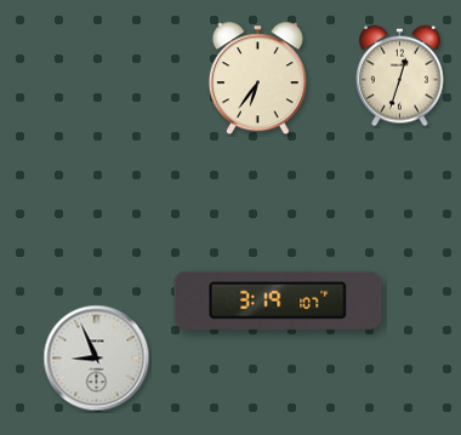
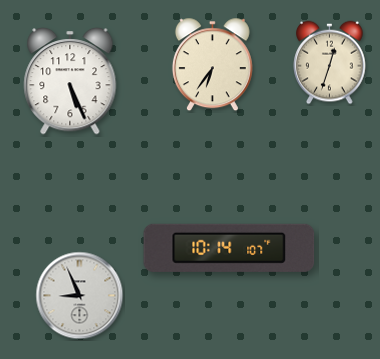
clock at (70, 82): none -> 5:26
clock at (278, 301): 3:19 -> 10:14
